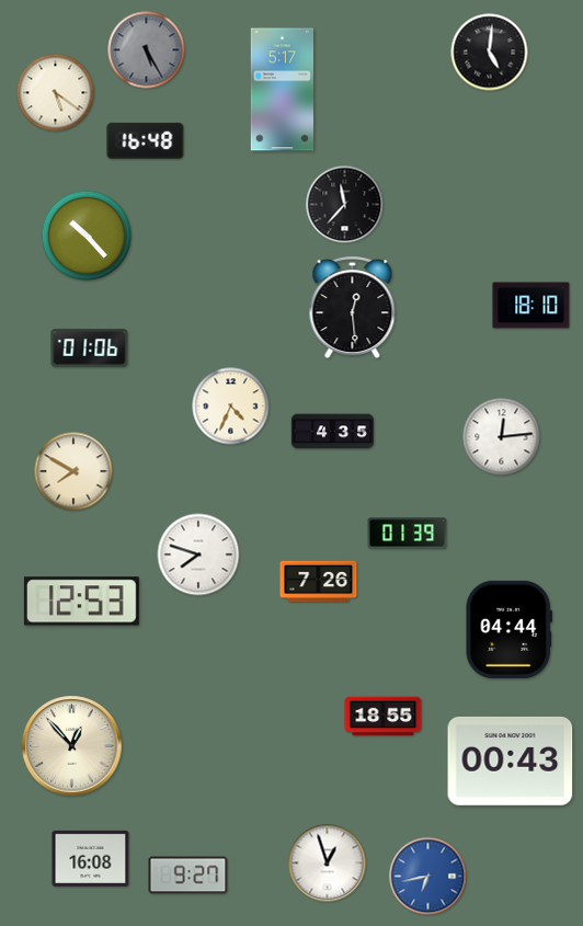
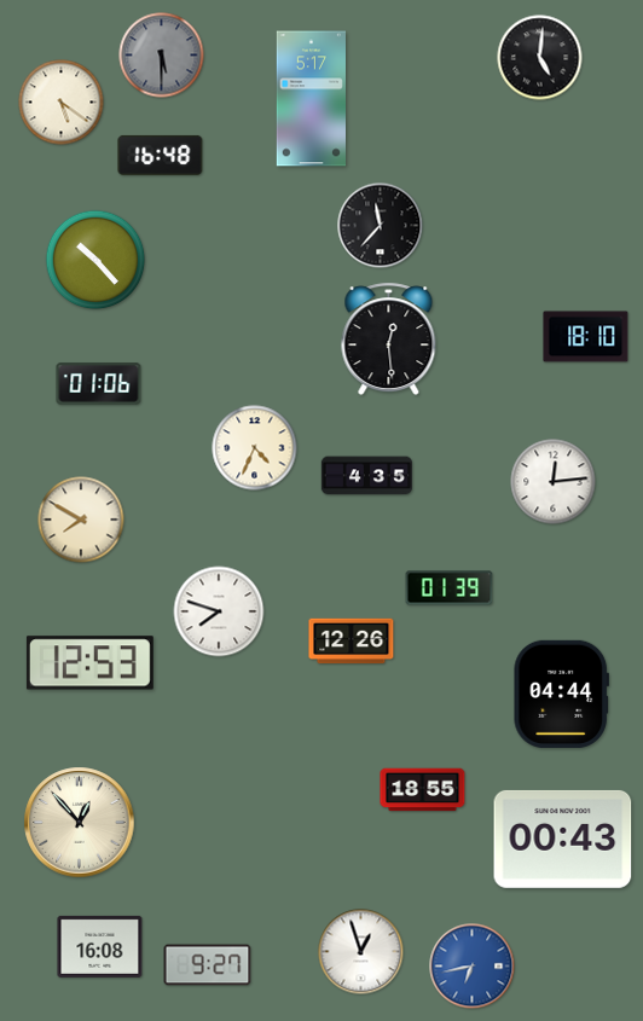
clock at (147, 50): 5:25 -> 5:30
clock at (319, 582): 7:26 -> 12:26
